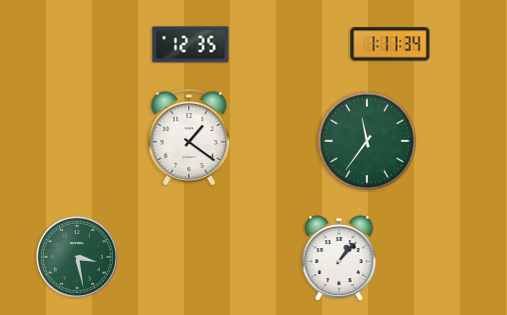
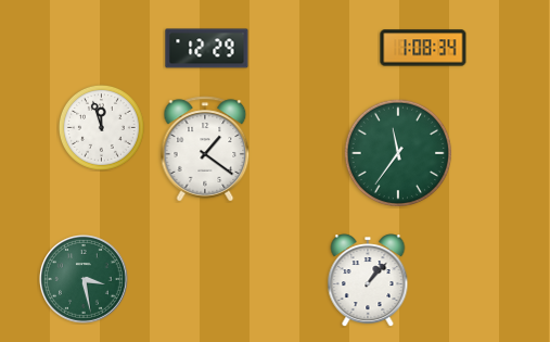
clock at (390, 44): 1:11 -> 1:08
clock at (191, 45): 12:35 -> 12:29
clock at (101, 127): none -> 11:57
